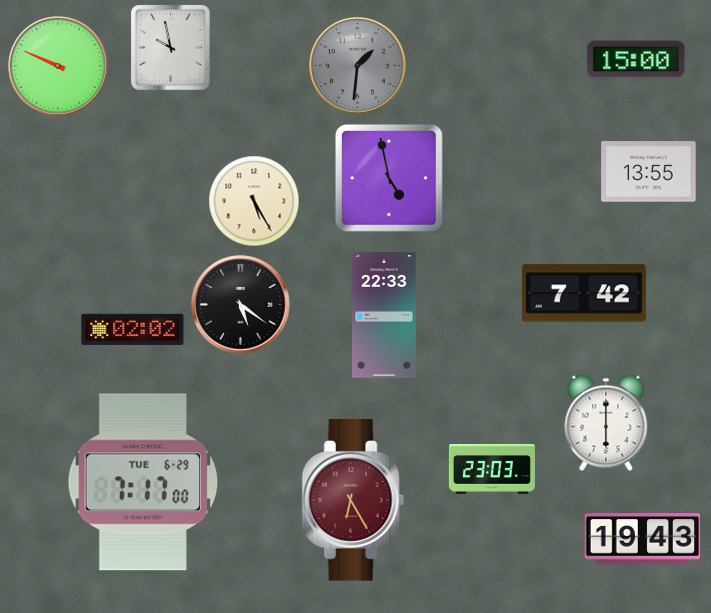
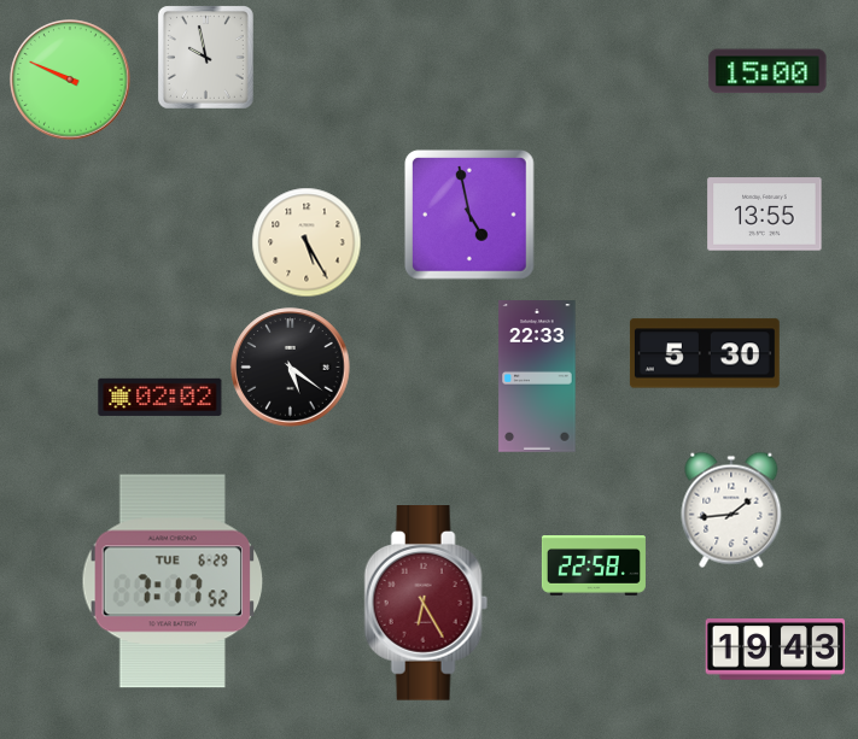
clock at (358, 66): 1:31 -> none
clock at (649, 172) position: (649, 172) -> (765, 215)
clock at (584, 293): 7:42 -> 5:30
clock at (384, 315) position: (384, 315) -> (537, 376)
clock at (606, 423): 6:00 -> 1:44
clock at (492, 470): 23:03 -> 22:58
clock at (143, 482): 7:17:00 -> 7:17:52
